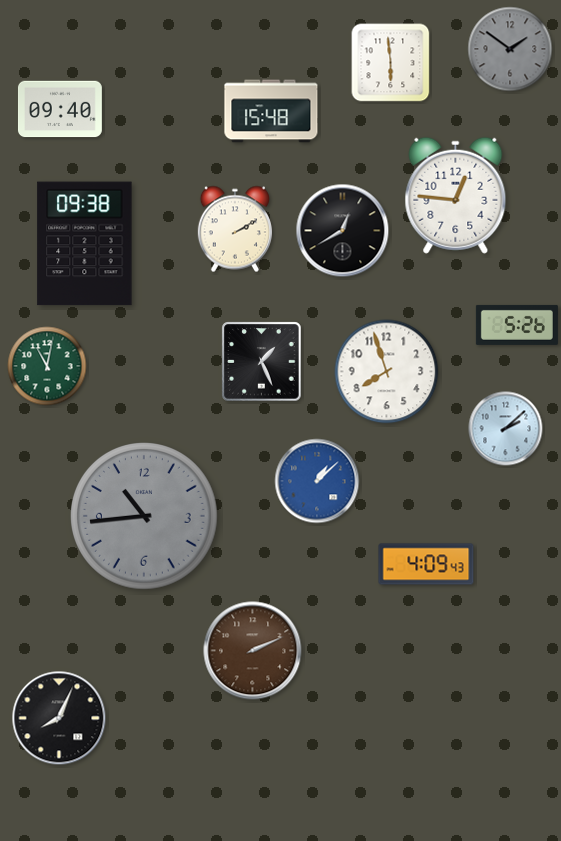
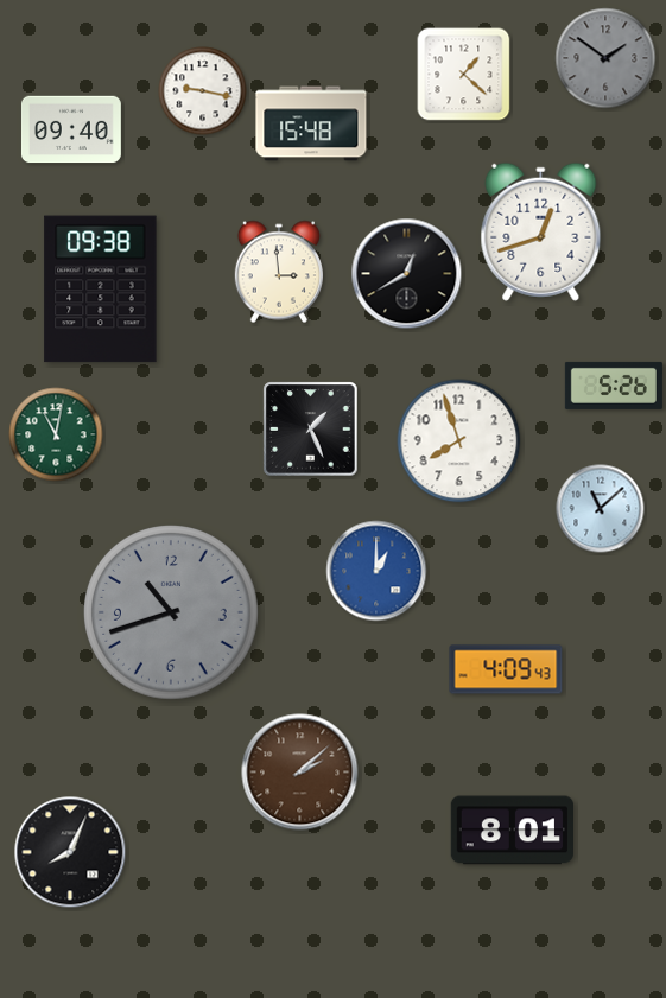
clock at (391, 63): 5:59 -> 1:22
clock at (203, 91): none -> 9:17
clock at (271, 111) position: (271, 111) -> (311, 123)
clock at (456, 195): 12:46 -> 12:42
clock at (235, 229): 2:10 -> 2:59
clock at (506, 429): 2:08 -> 11:08
clock at (317, 481): 1:08 -> 1:00
clock at (145, 517): 10:44 -> 10:42
clock at (253, 651): 2:11 -> 2:08
clock at (512, 831): none -> 8:01
